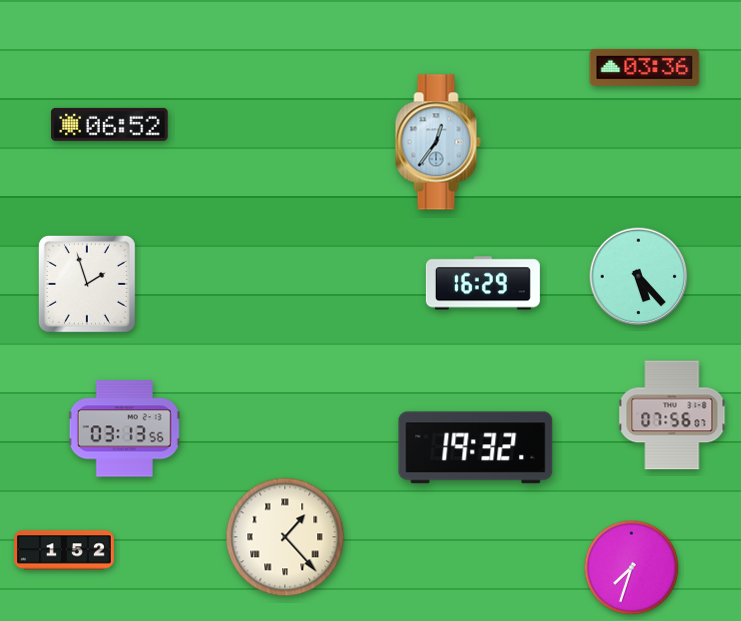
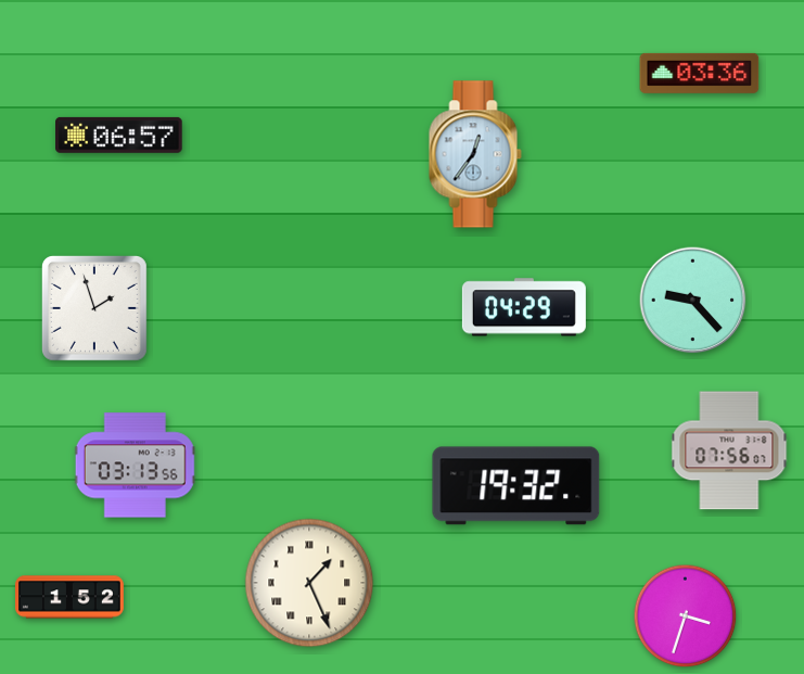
clock at (110, 124): 06:52 -> 06:57
clock at (639, 277): 5:23 -> 9:23
clock at (483, 283): 16:29 -> 04:29
clock at (285, 537): 1:23 -> 1:26
clock at (632, 568): 7:33 -> 3:33
